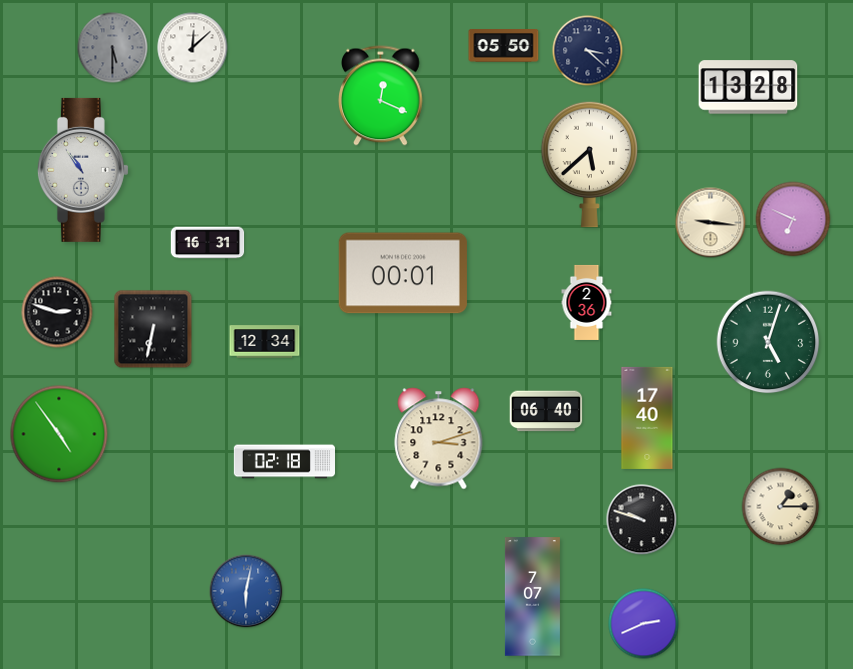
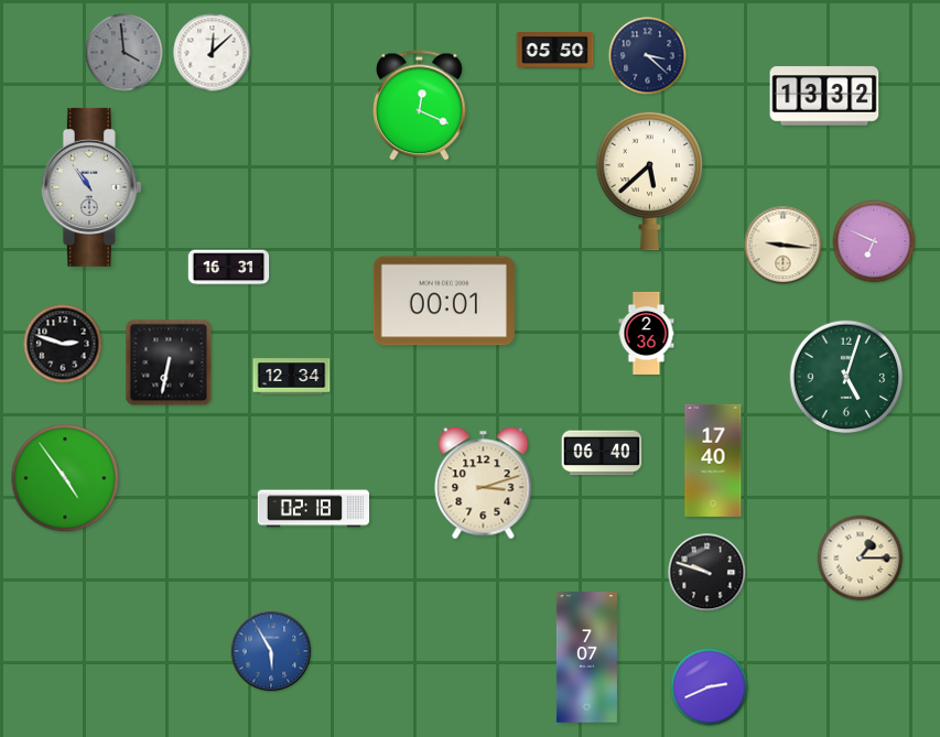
clock at (113, 48): 5:30 -> 3:59
clock at (748, 87): 13:28 -> 13:32
clock at (246, 591): 6:02 -> 5:55
